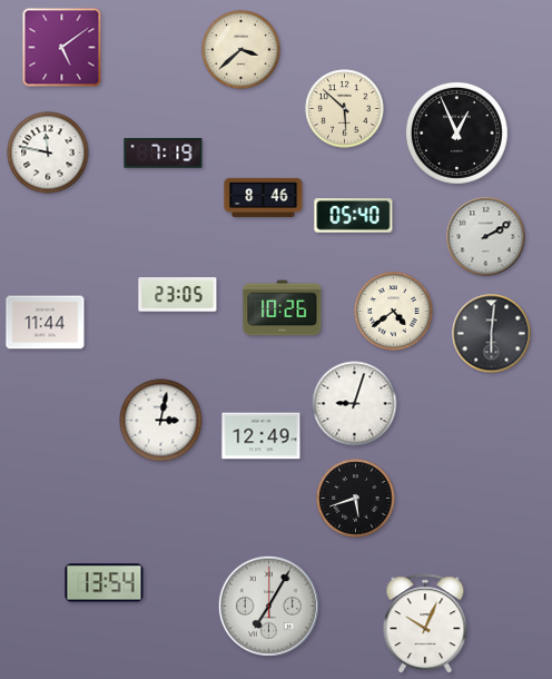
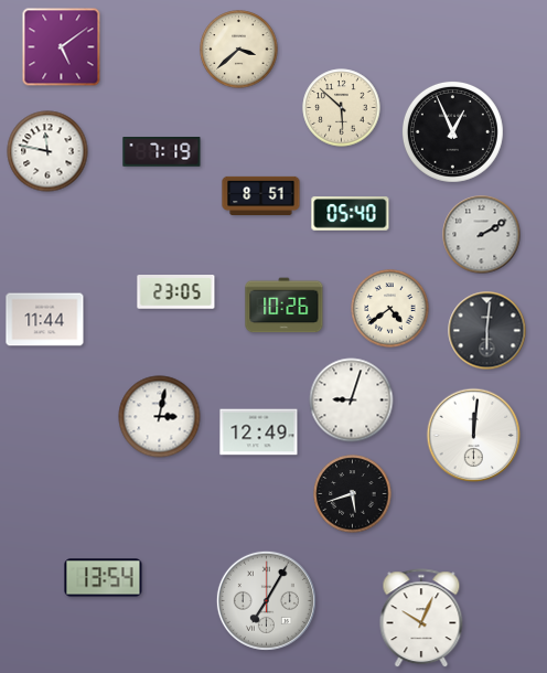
clock at (264, 198): 8:46 -> 8:51
clock at (283, 308) position: (283, 308) -> (285, 306)
clock at (474, 436): none -> 12:01
